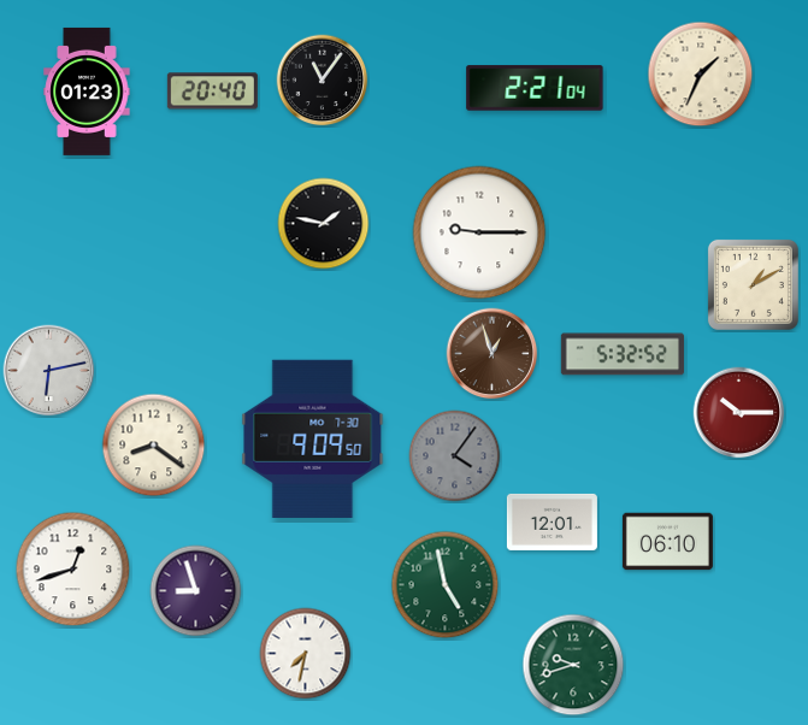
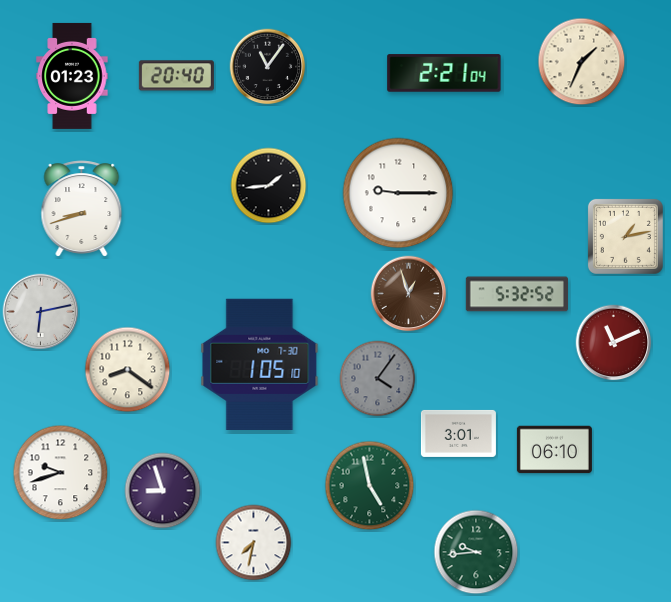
clock at (324, 224): 1:47 -> 1:44
clock at (82, 209): none -> 8:42
clock at (753, 284): 1:10 -> 1:13
clock at (49, 371) position: (49, 371) -> (41, 312)
clock at (739, 413): 10:15 -> 11:11
clock at (313, 438): 9:09 -> 1:05
clock at (552, 521): 12:01 -> 3:01
clock at (73, 570): 12:42 -> 9:42
clock at (573, 665): 9:42 -> 9:44
